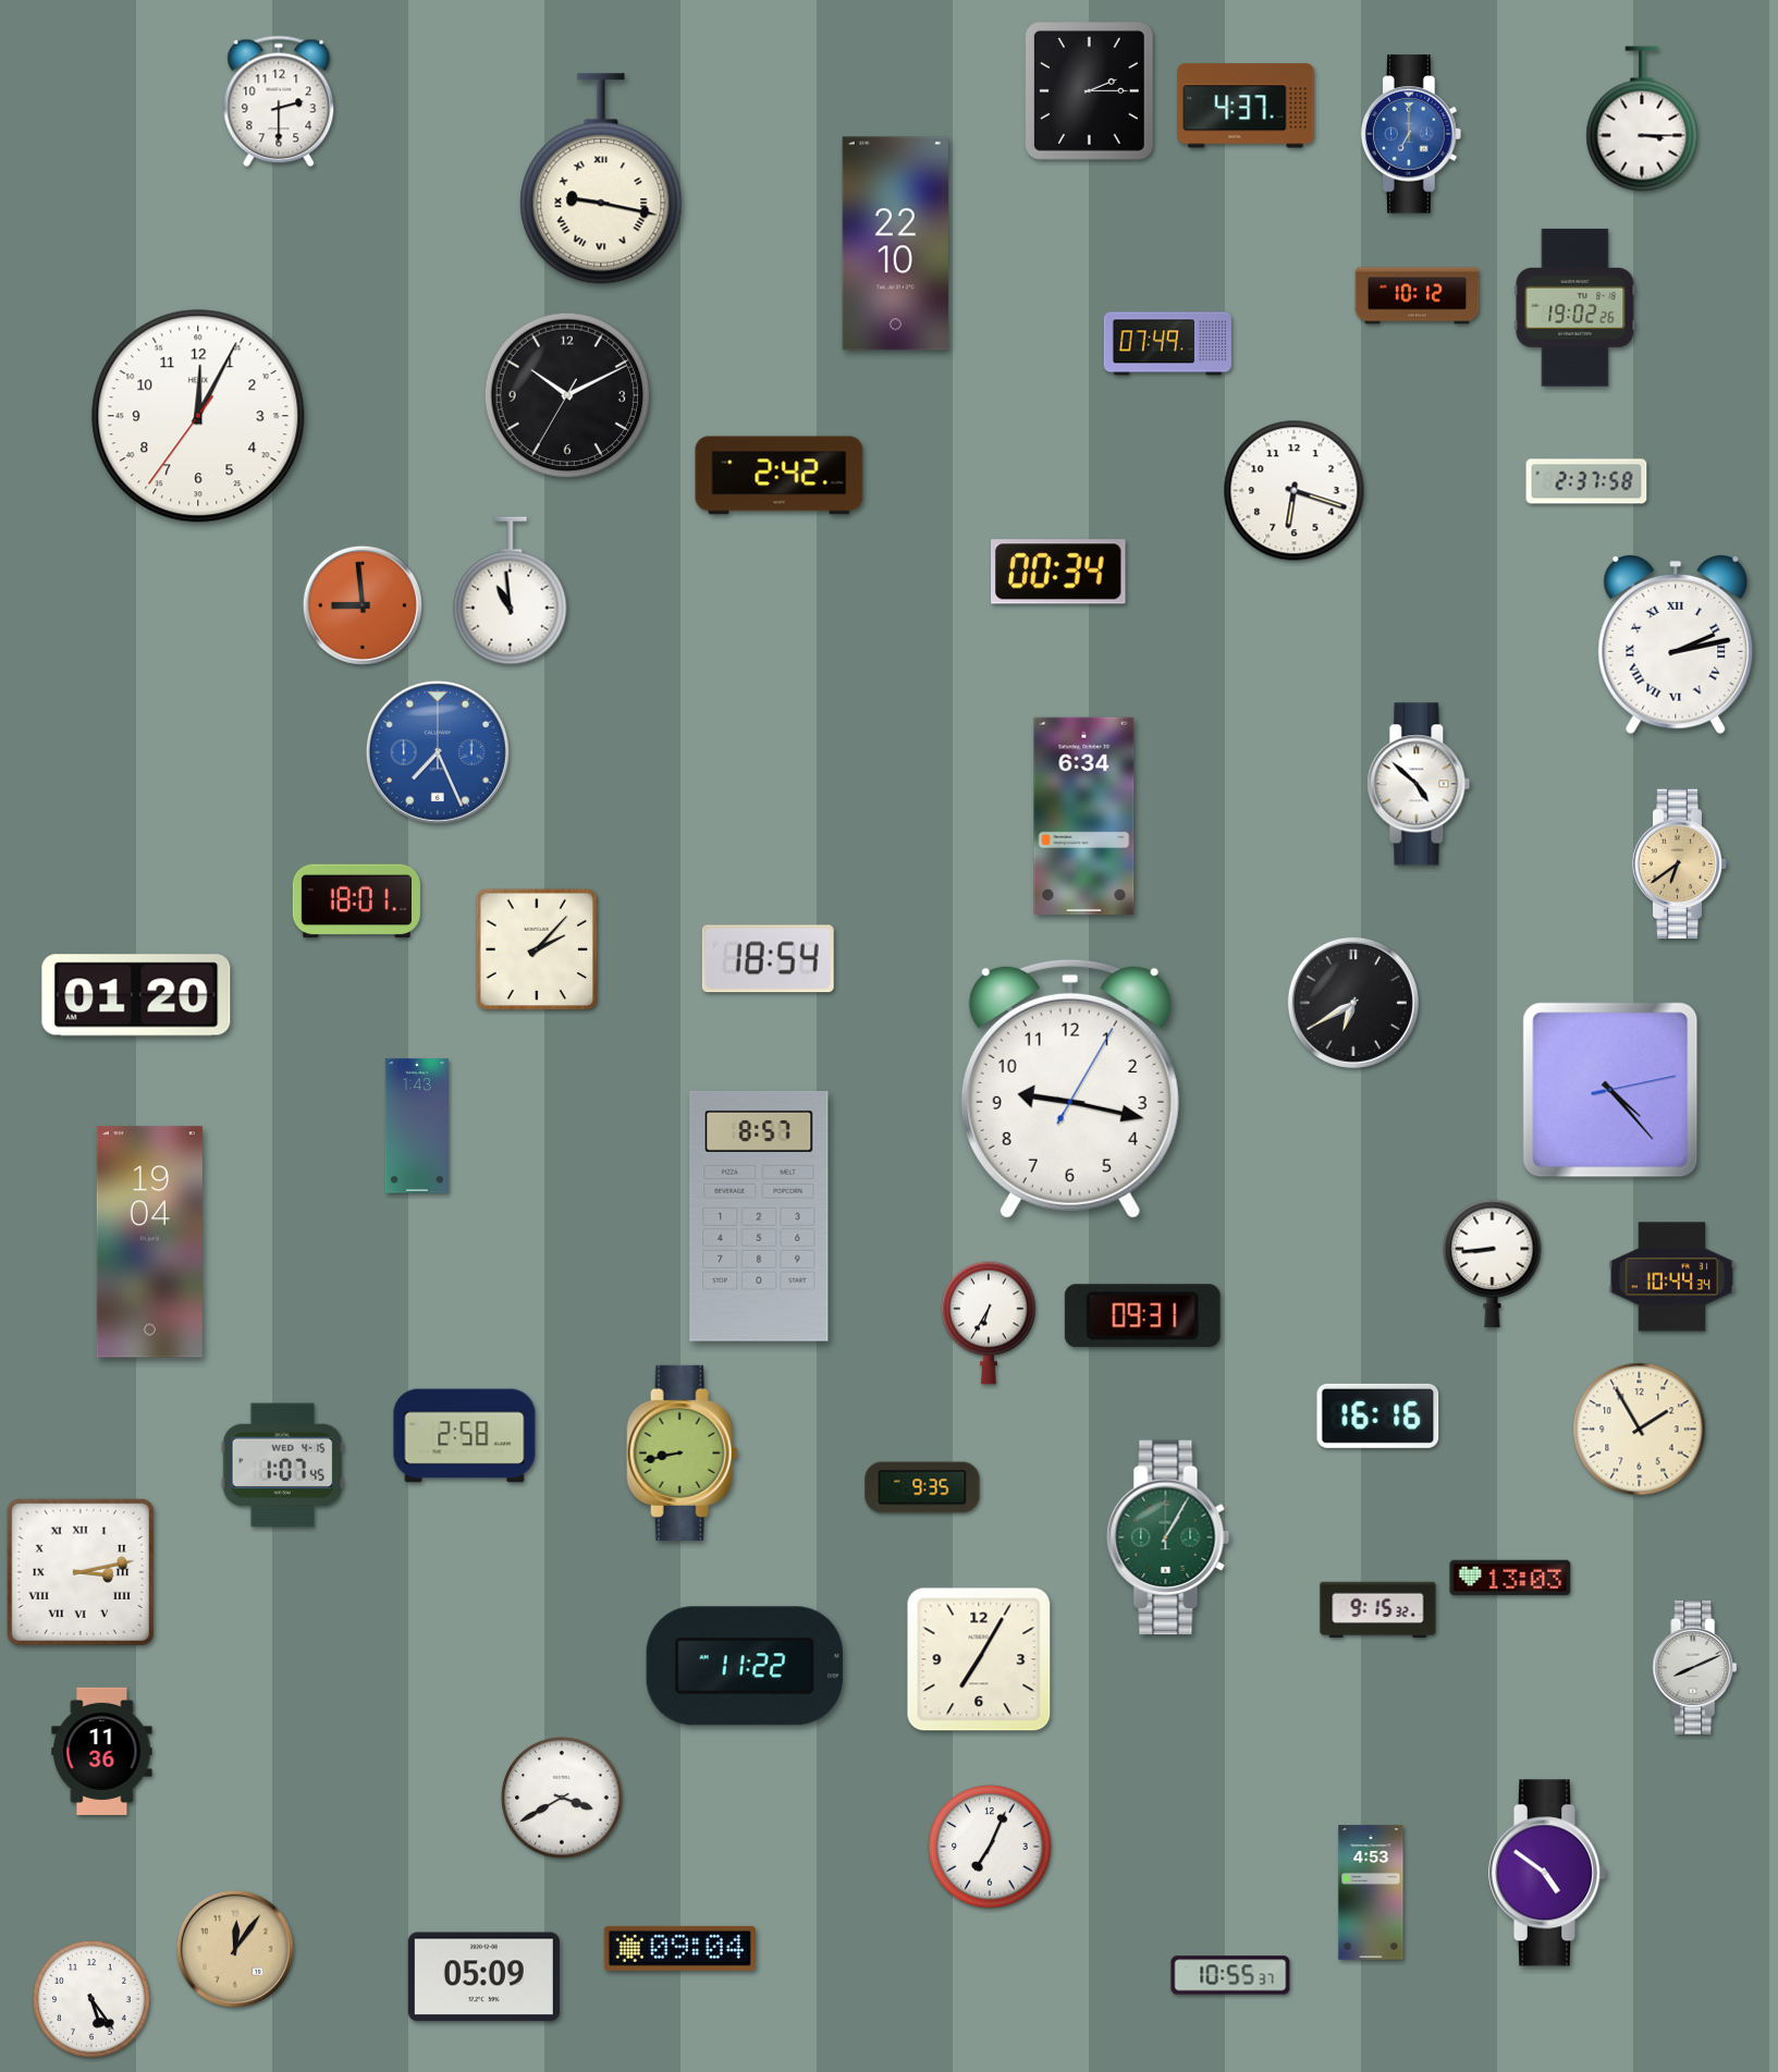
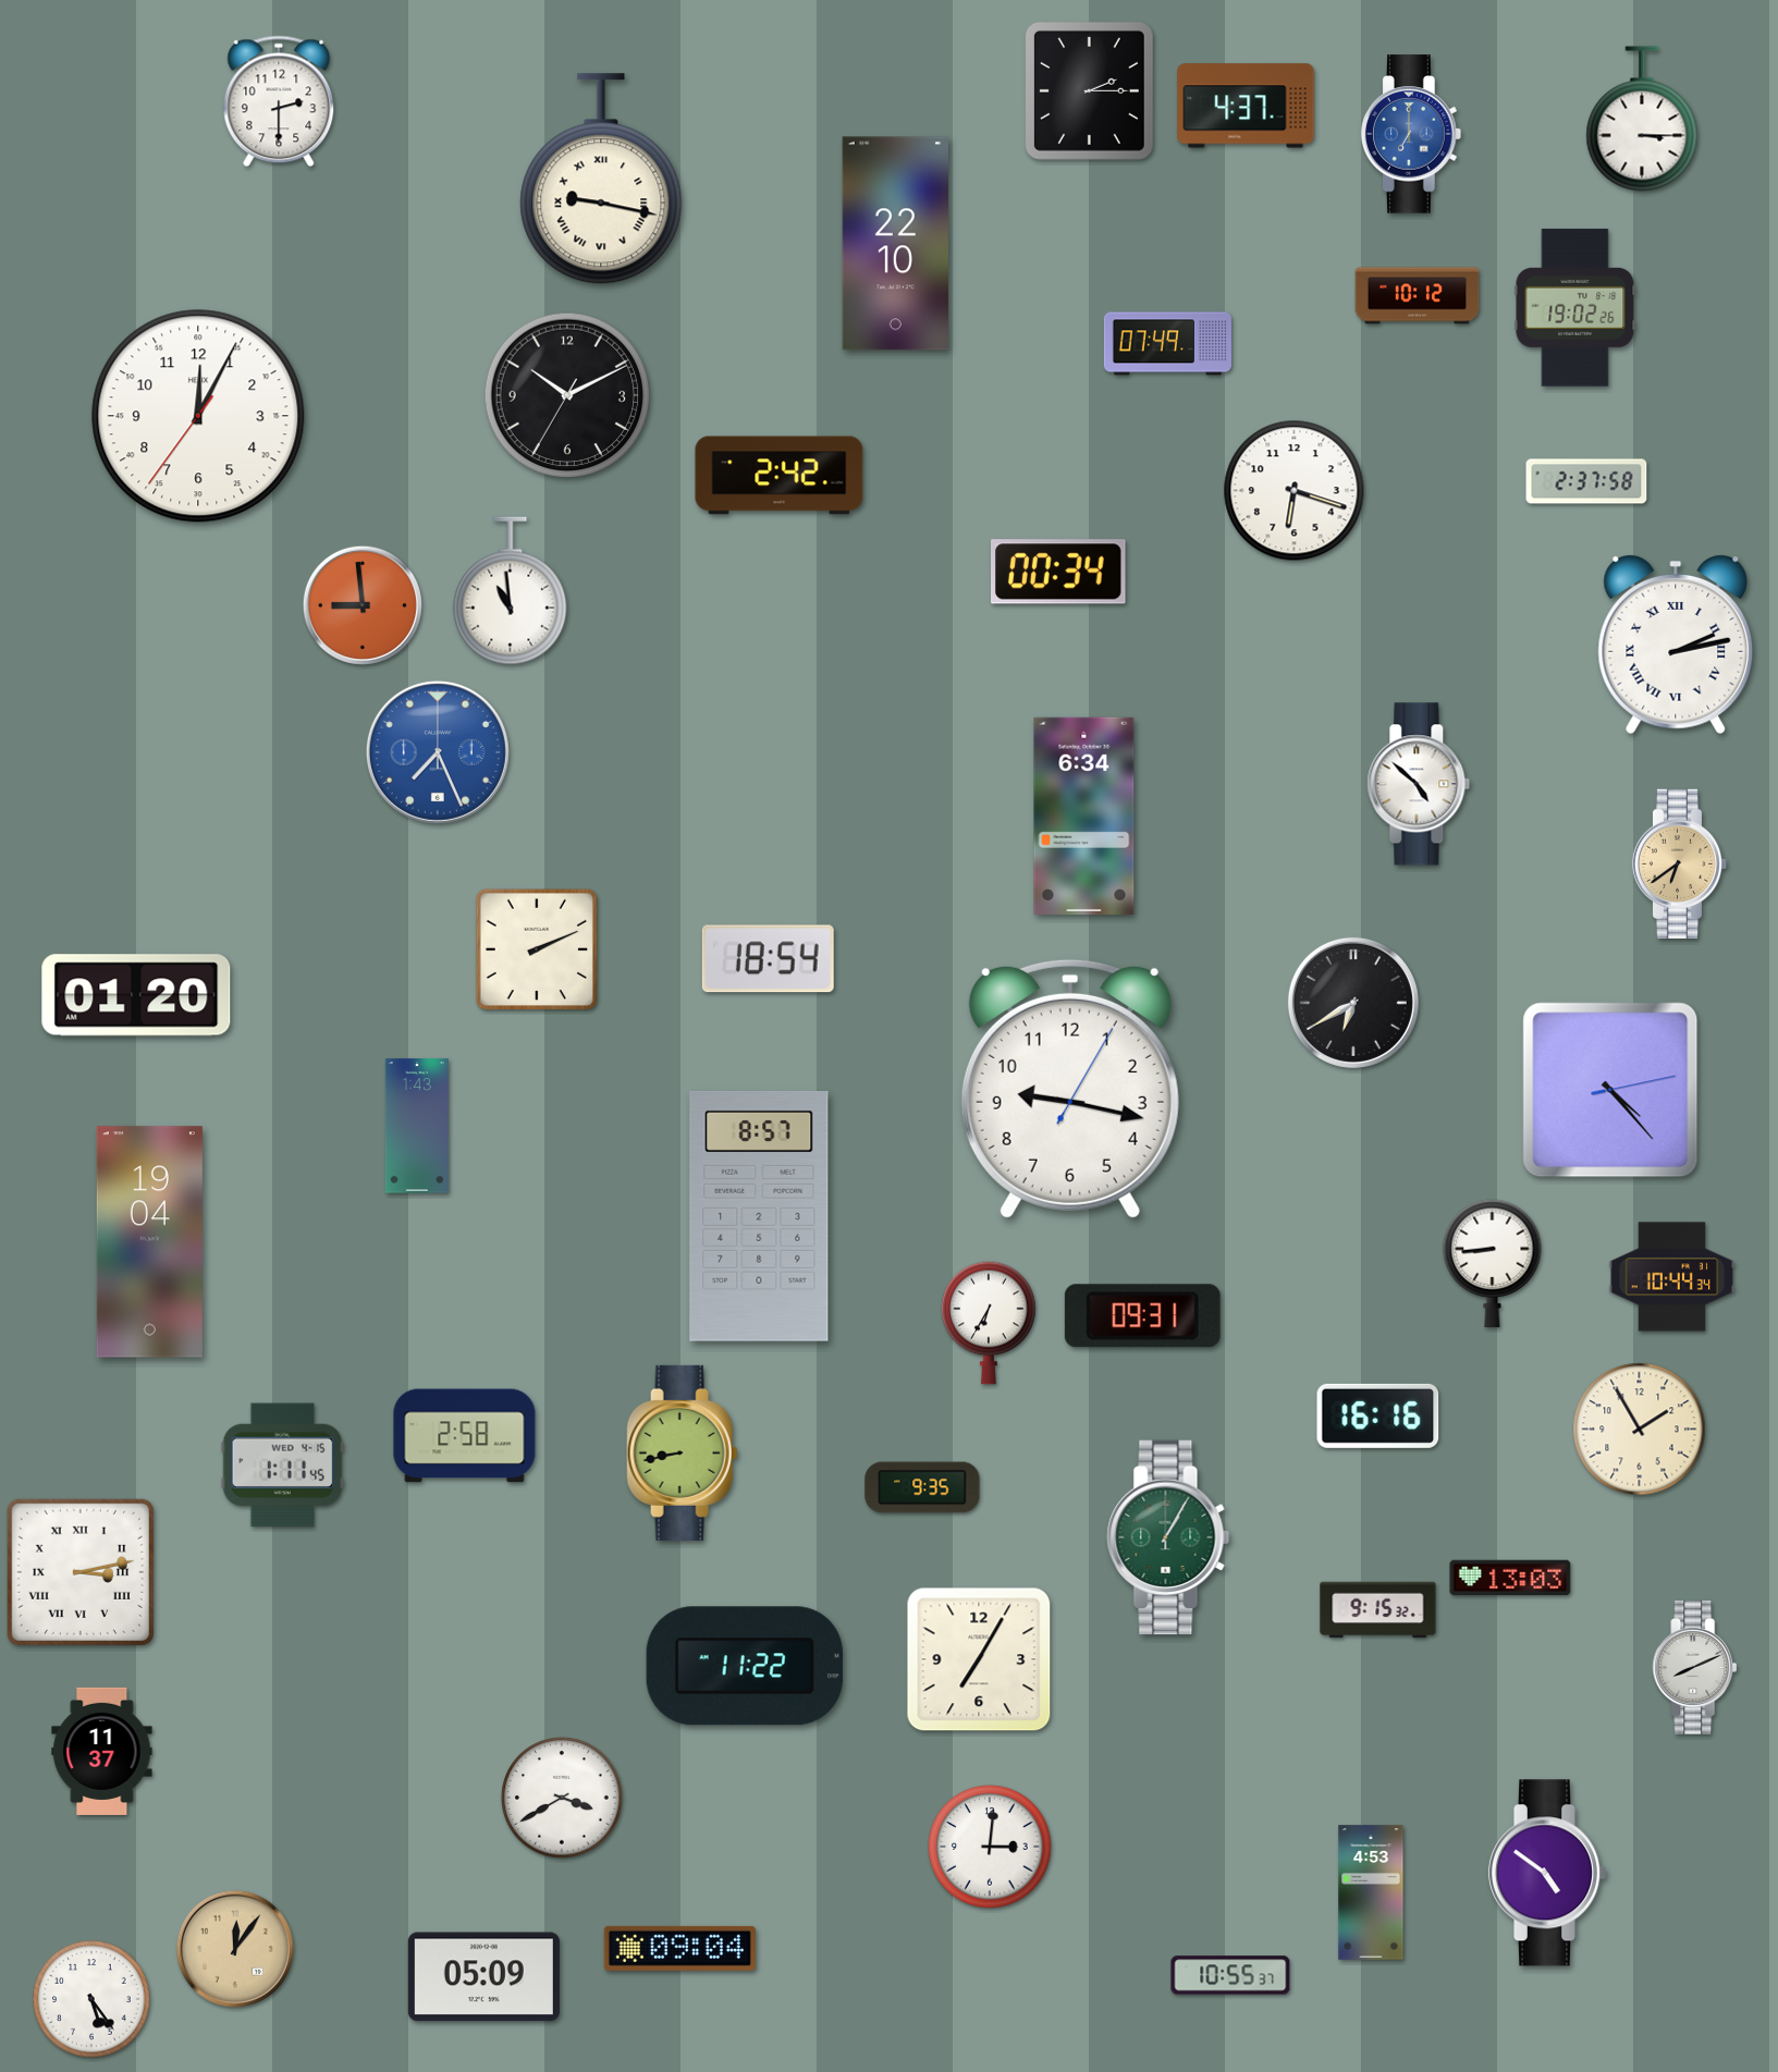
clock at (356, 902): 18:01 -> none
clock at (537, 949): 2:07 -> 2:11
clock at (283, 1466): 1:07 -> 1:11
clock at (102, 1751): 11:36 -> 11:37
clock at (990, 1847): 7:04 -> 3:01
